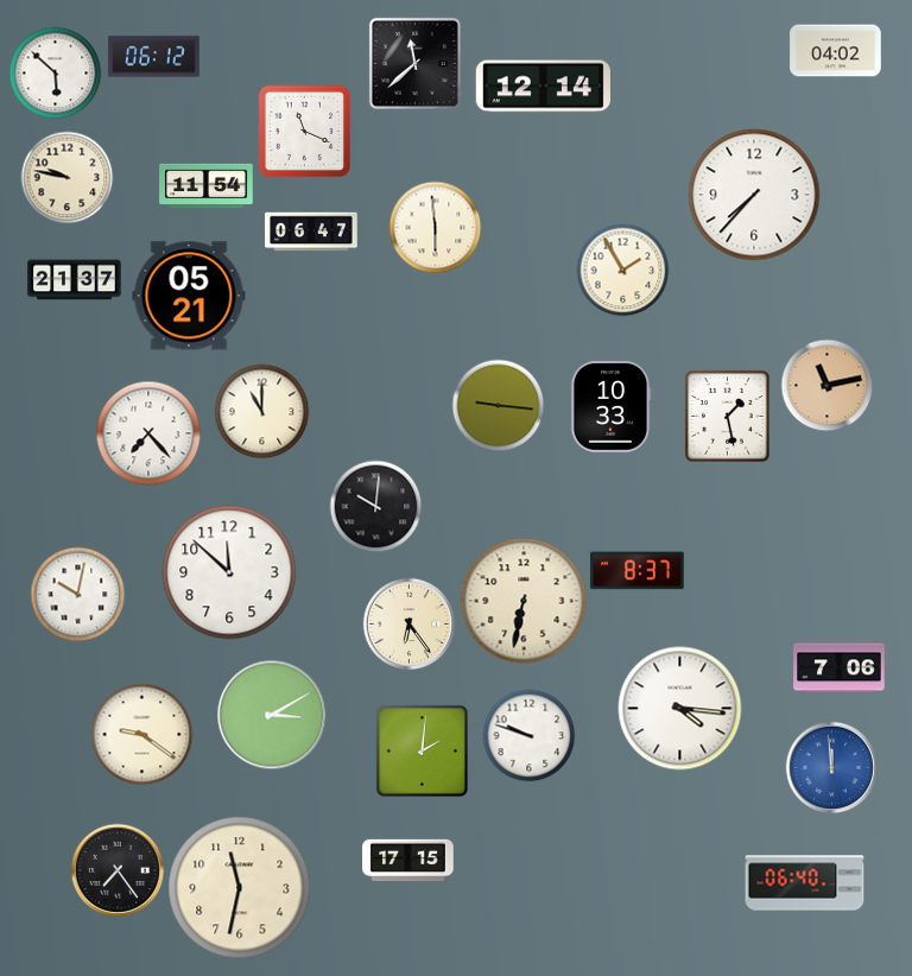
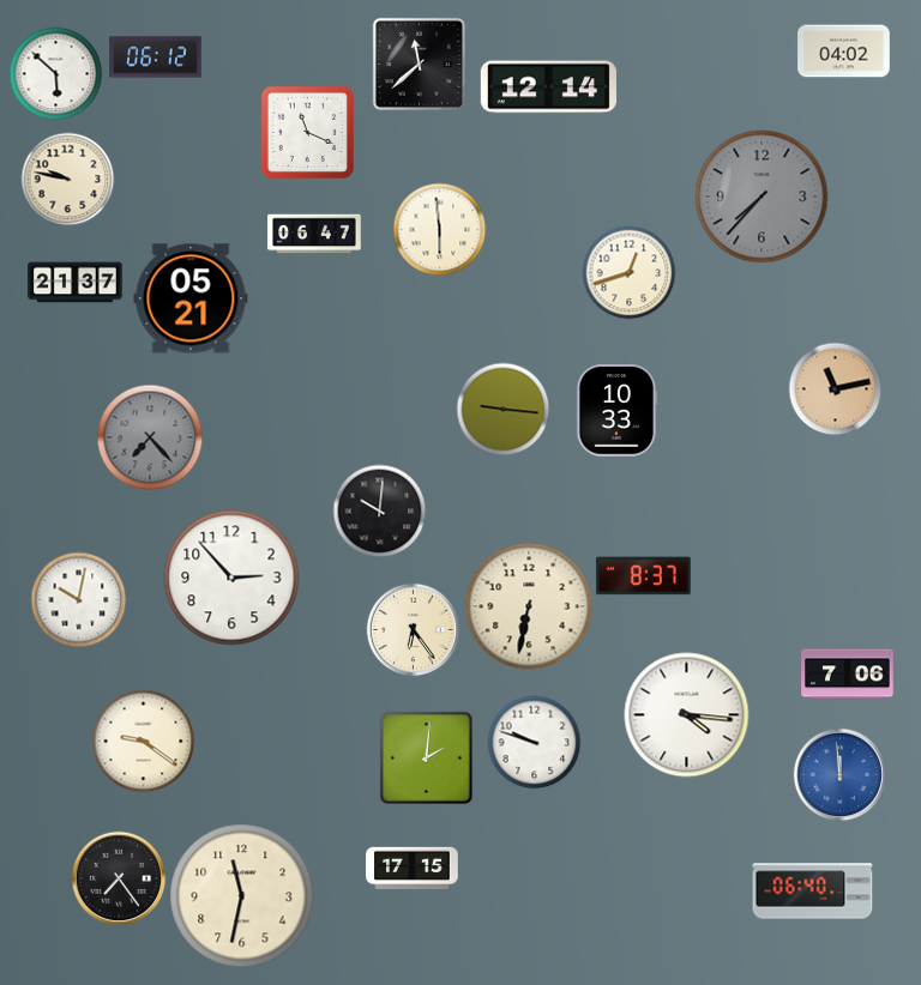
clock at (207, 186): 11:54 -> none
clock at (754, 195) dial: white -> grey
clock at (622, 270): 1:55 -> 12:42
clock at (261, 411): 11:00 -> none
clock at (727, 416): 1:28 -> none
clock at (148, 433) dial: white -> grey
clock at (229, 572): 11:52 -> 2:53
clock at (272, 715): 3:10 -> none
